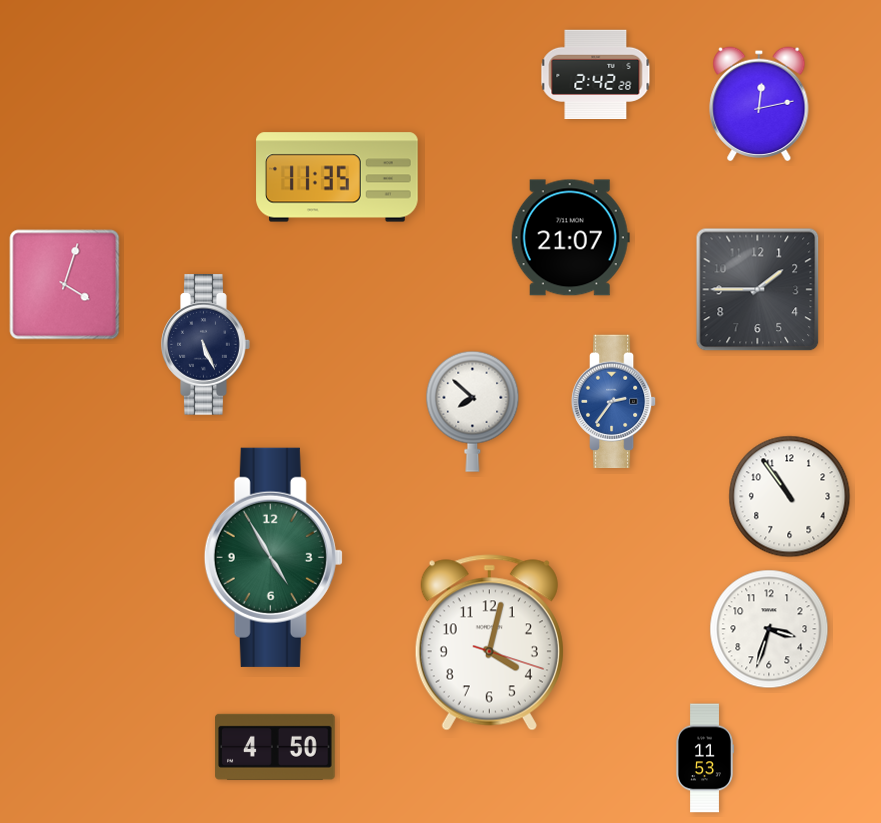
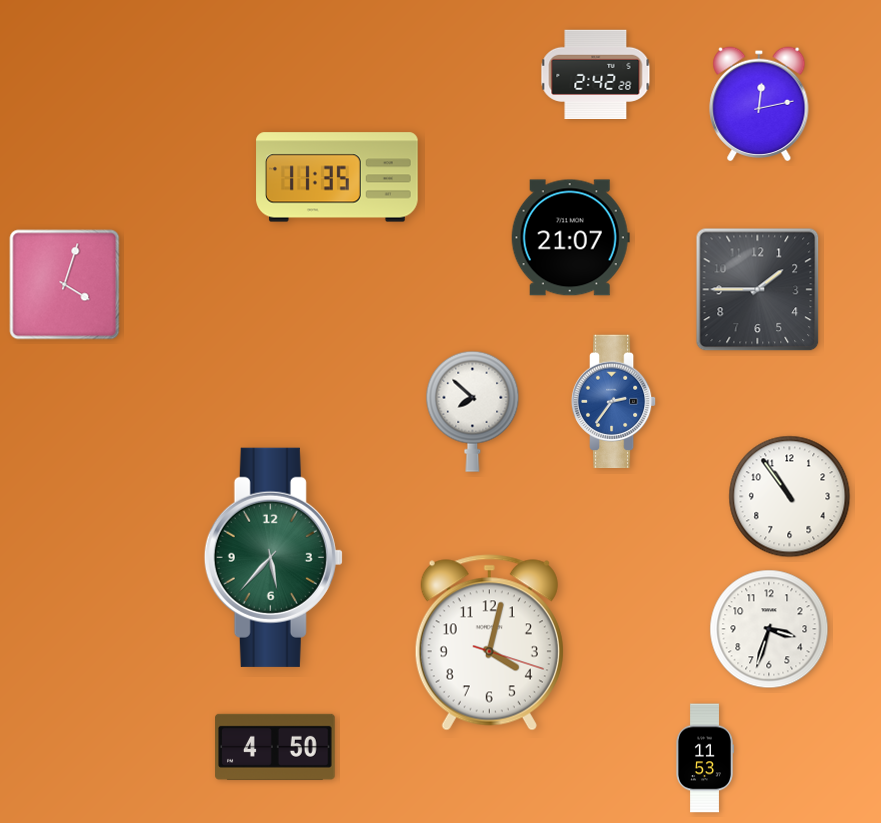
clock at (206, 345): 5:26 -> none
clock at (273, 557): 4:55 -> 5:37
